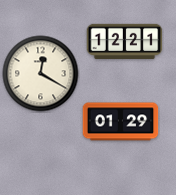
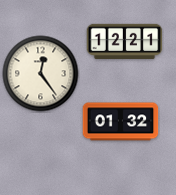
clock at (41, 74): 12:20 -> 12:24
clock at (121, 122): 01:29 -> 01:32
